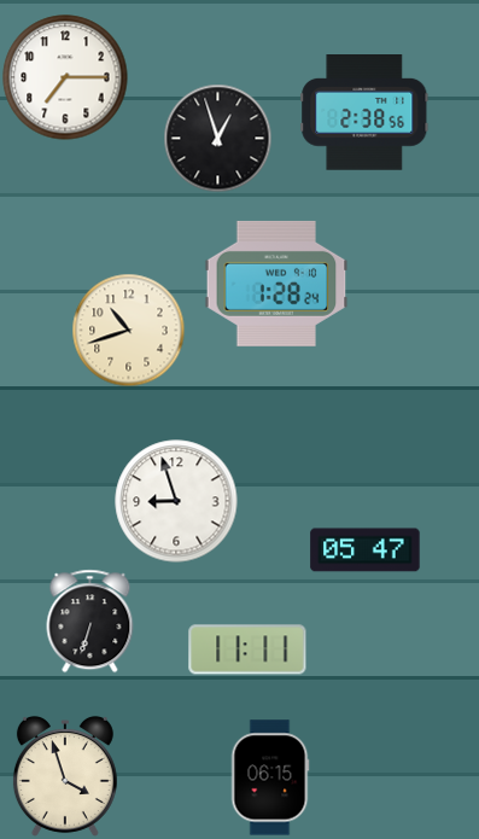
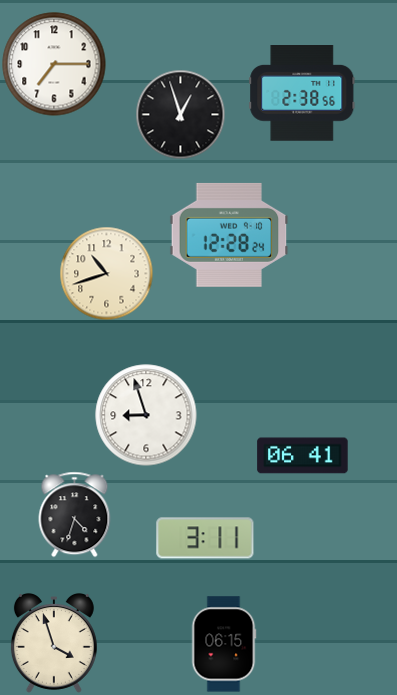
clock at (276, 284): 1:28 -> 12:28
clock at (366, 550): 05:47 -> 06:41
clock at (90, 620): 6:33 -> 4:33
clock at (247, 649): 11:11 -> 3:11
